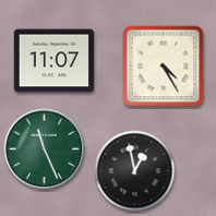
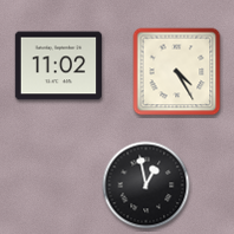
clock at (53, 61): 11:07 -> 11:02
clock at (45, 149): 11:26 -> none
